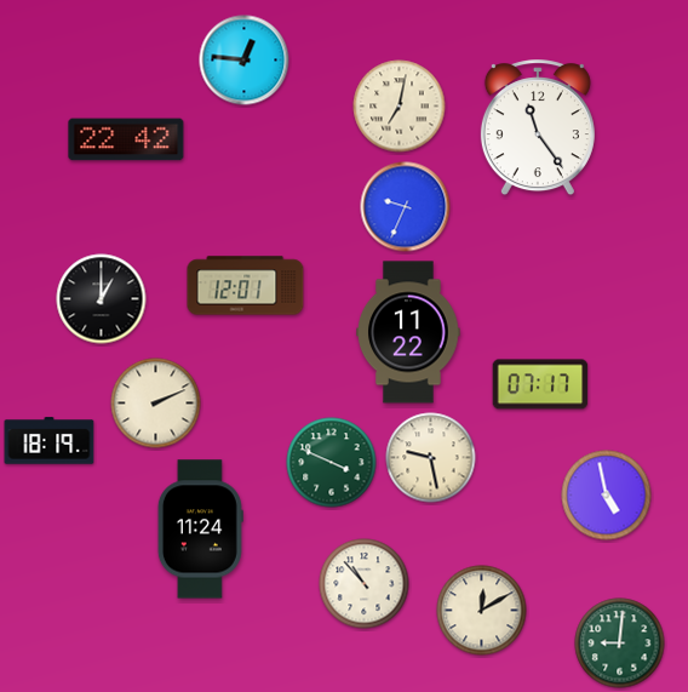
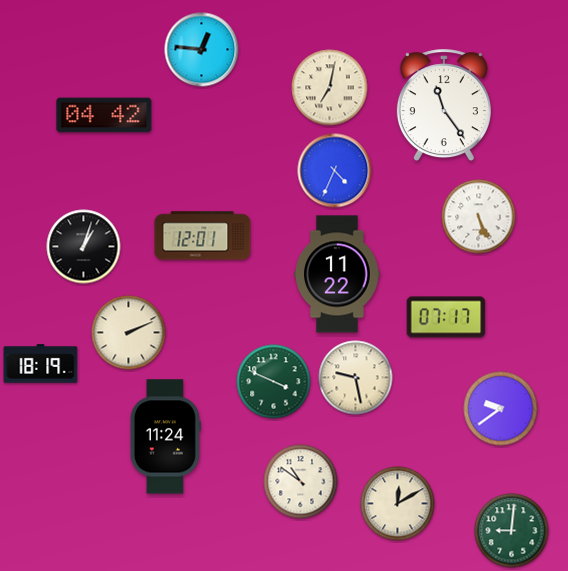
clock at (126, 139): 22:42 -> 04:42
clock at (406, 207): 9:34 -> 4:34
clock at (479, 217): none -> 5:26
clock at (102, 299): 1:00 -> 1:03
clock at (607, 496): 4:58 -> 9:39
clock at (365, 584): 10:53 -> 10:51
